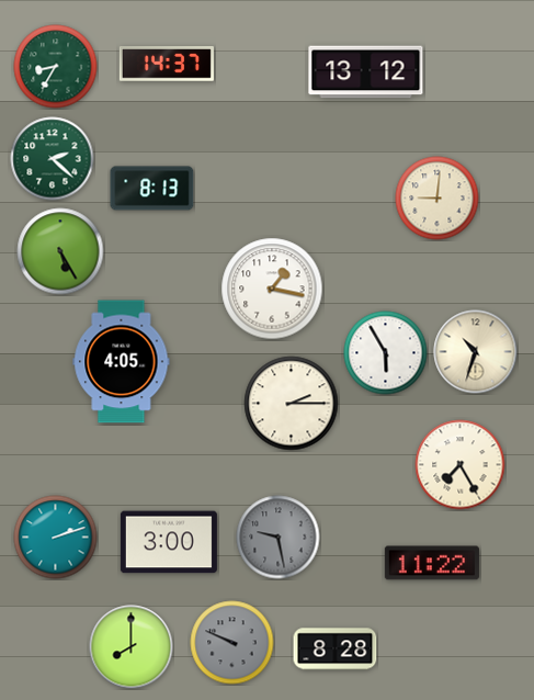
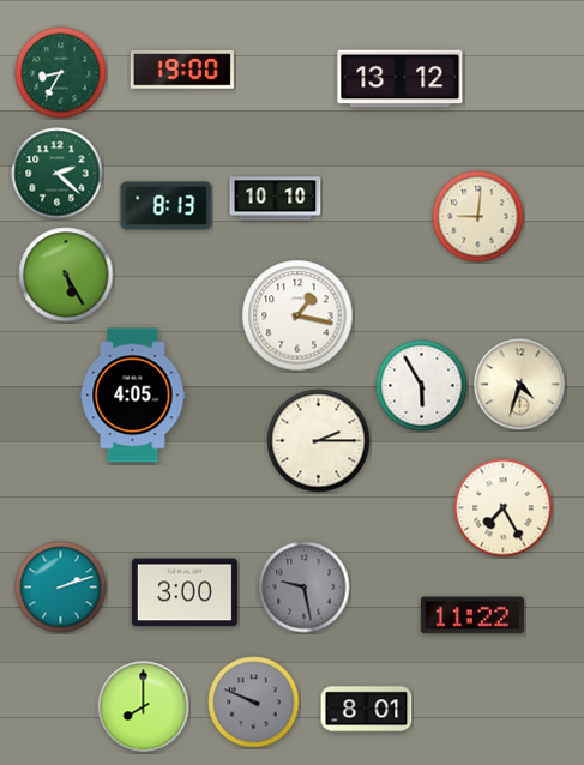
clock at (167, 64): 14:37 -> 19:00
clock at (276, 199): none -> 10:10
clock at (476, 352): 10:33 -> 4:33
clock at (336, 650): 8:28 -> 8:01
